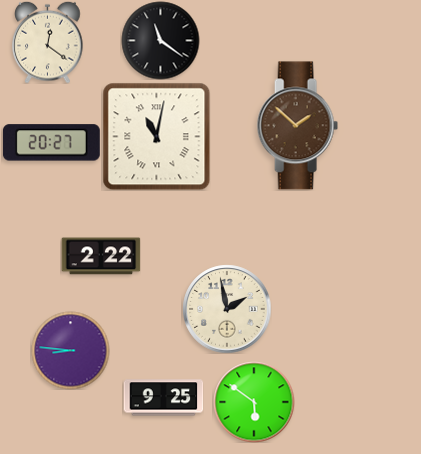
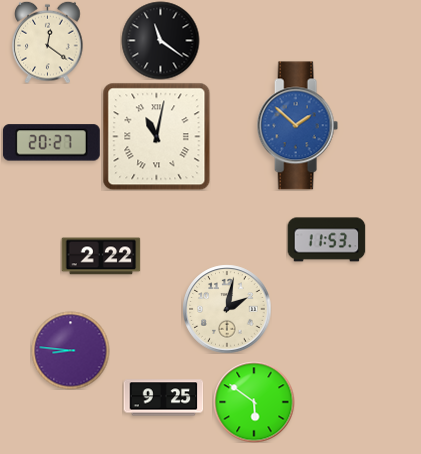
clock at (297, 126) dial: brown -> blue
clock at (326, 240): none -> 11:53
clock at (227, 309): 1:58 -> 2:02
